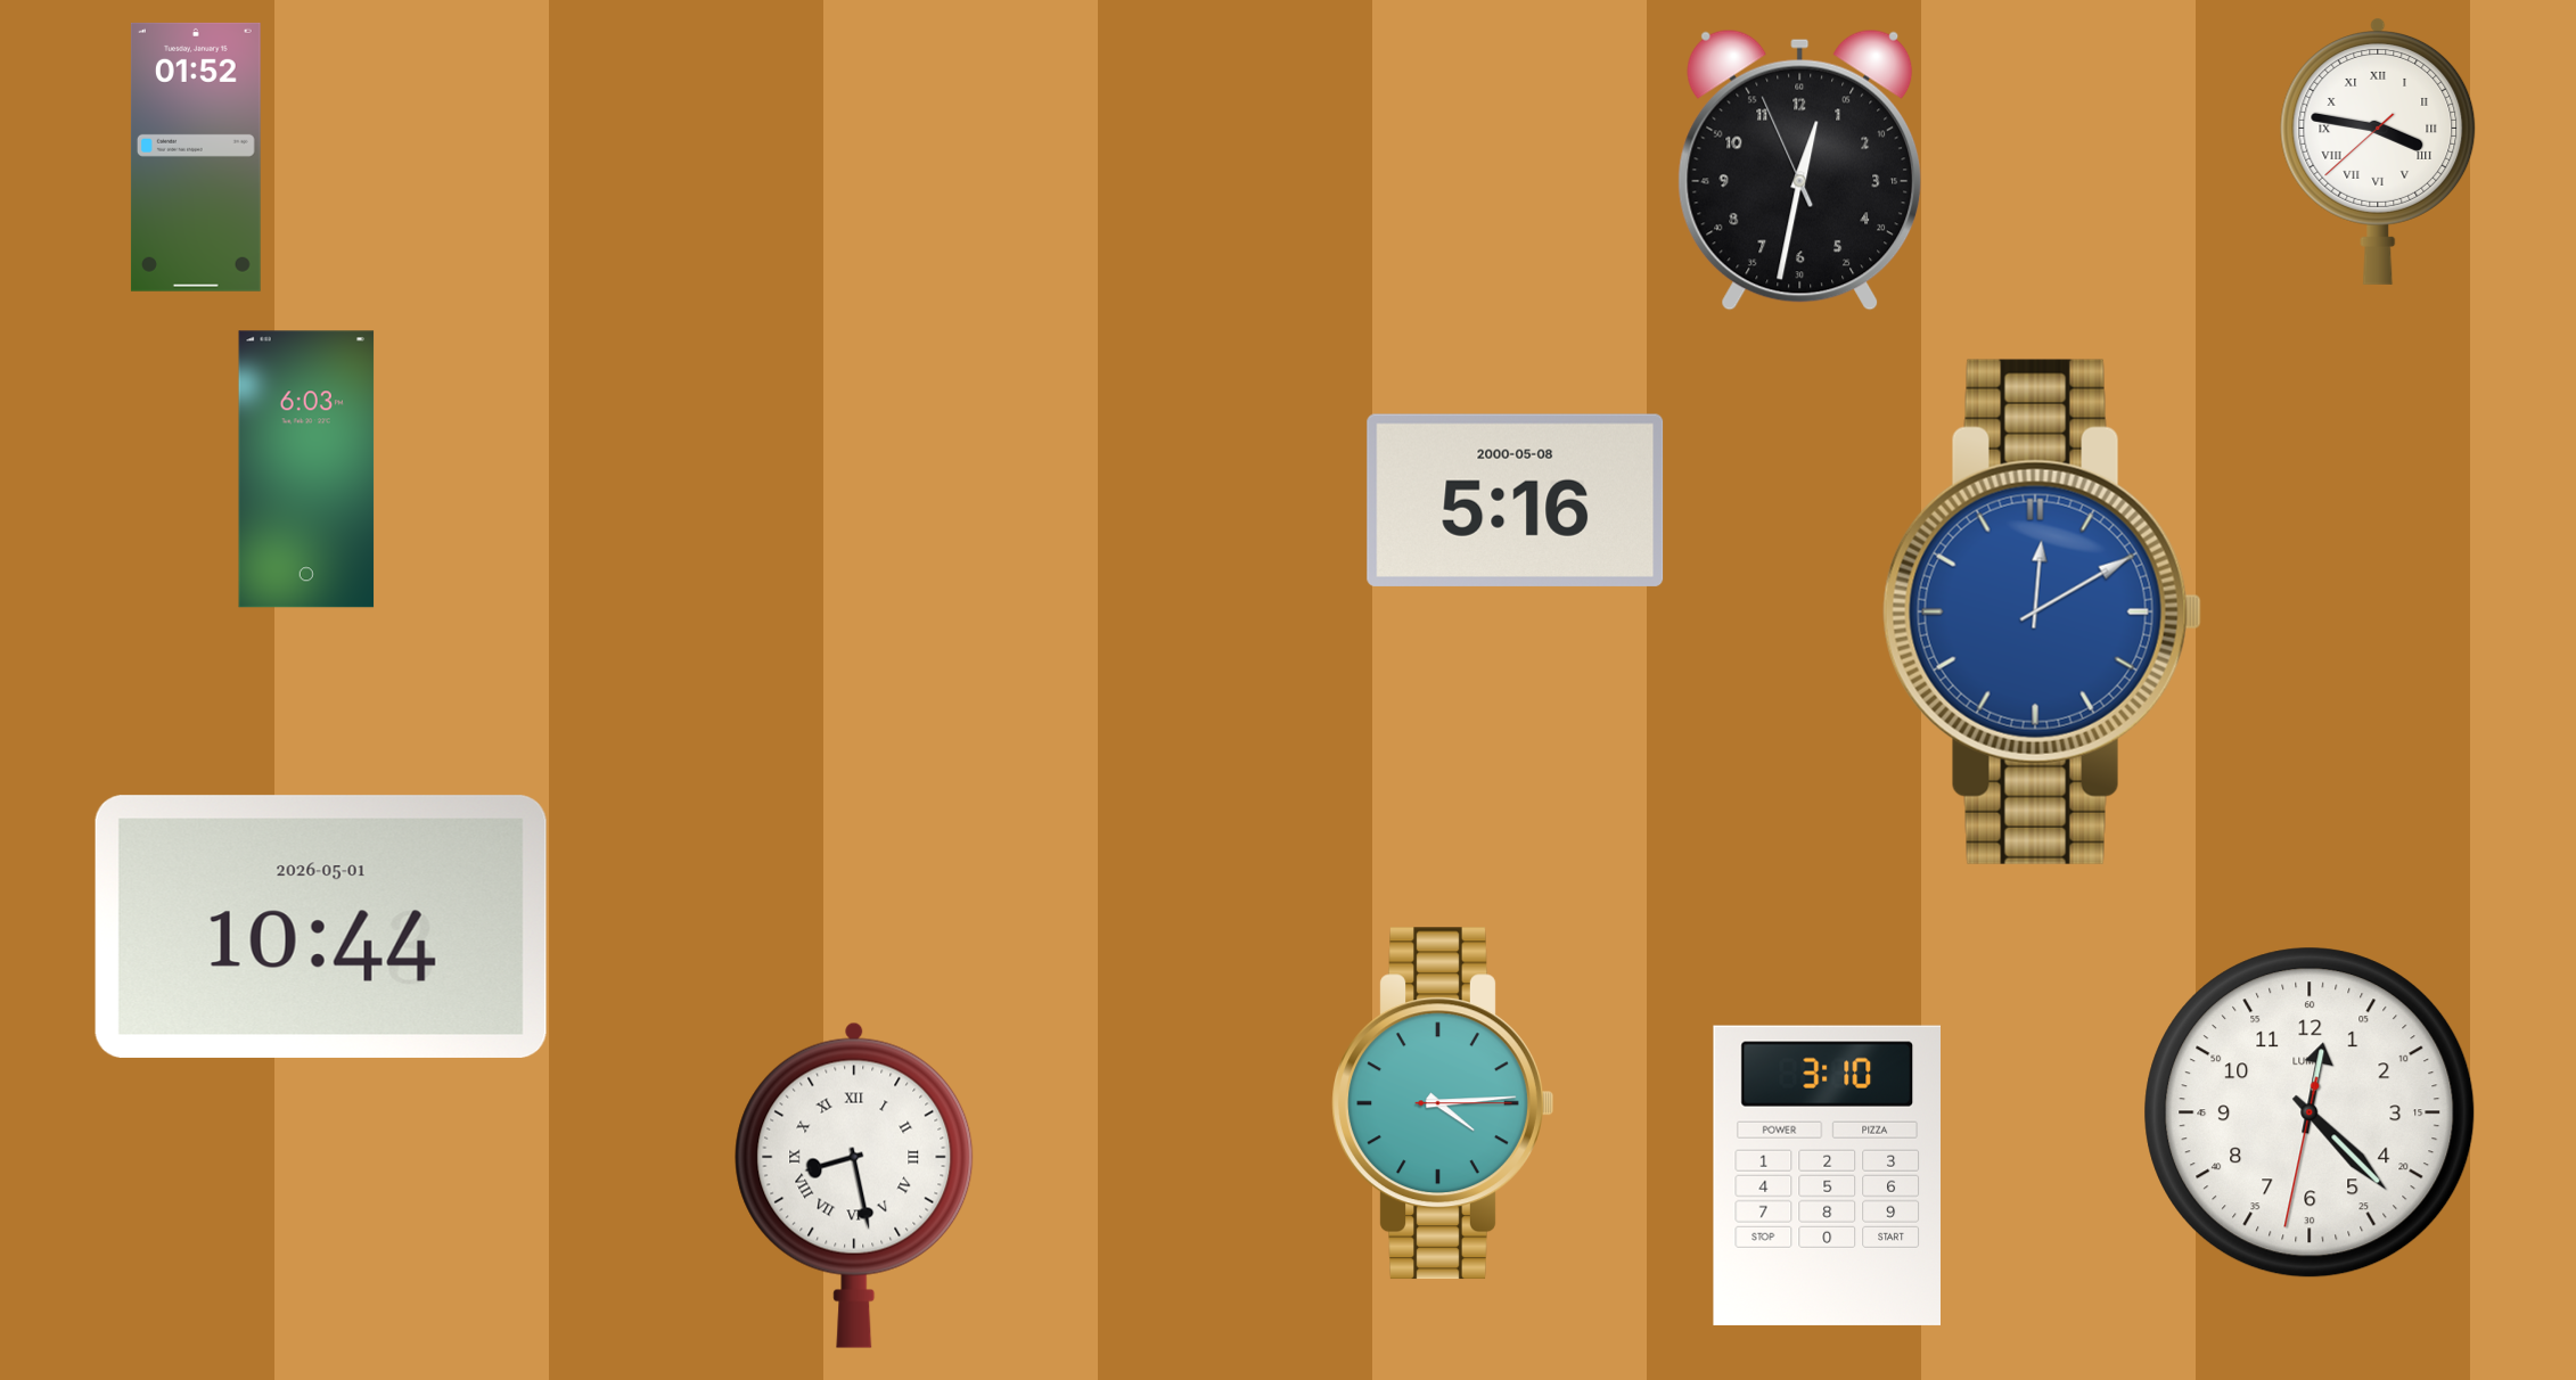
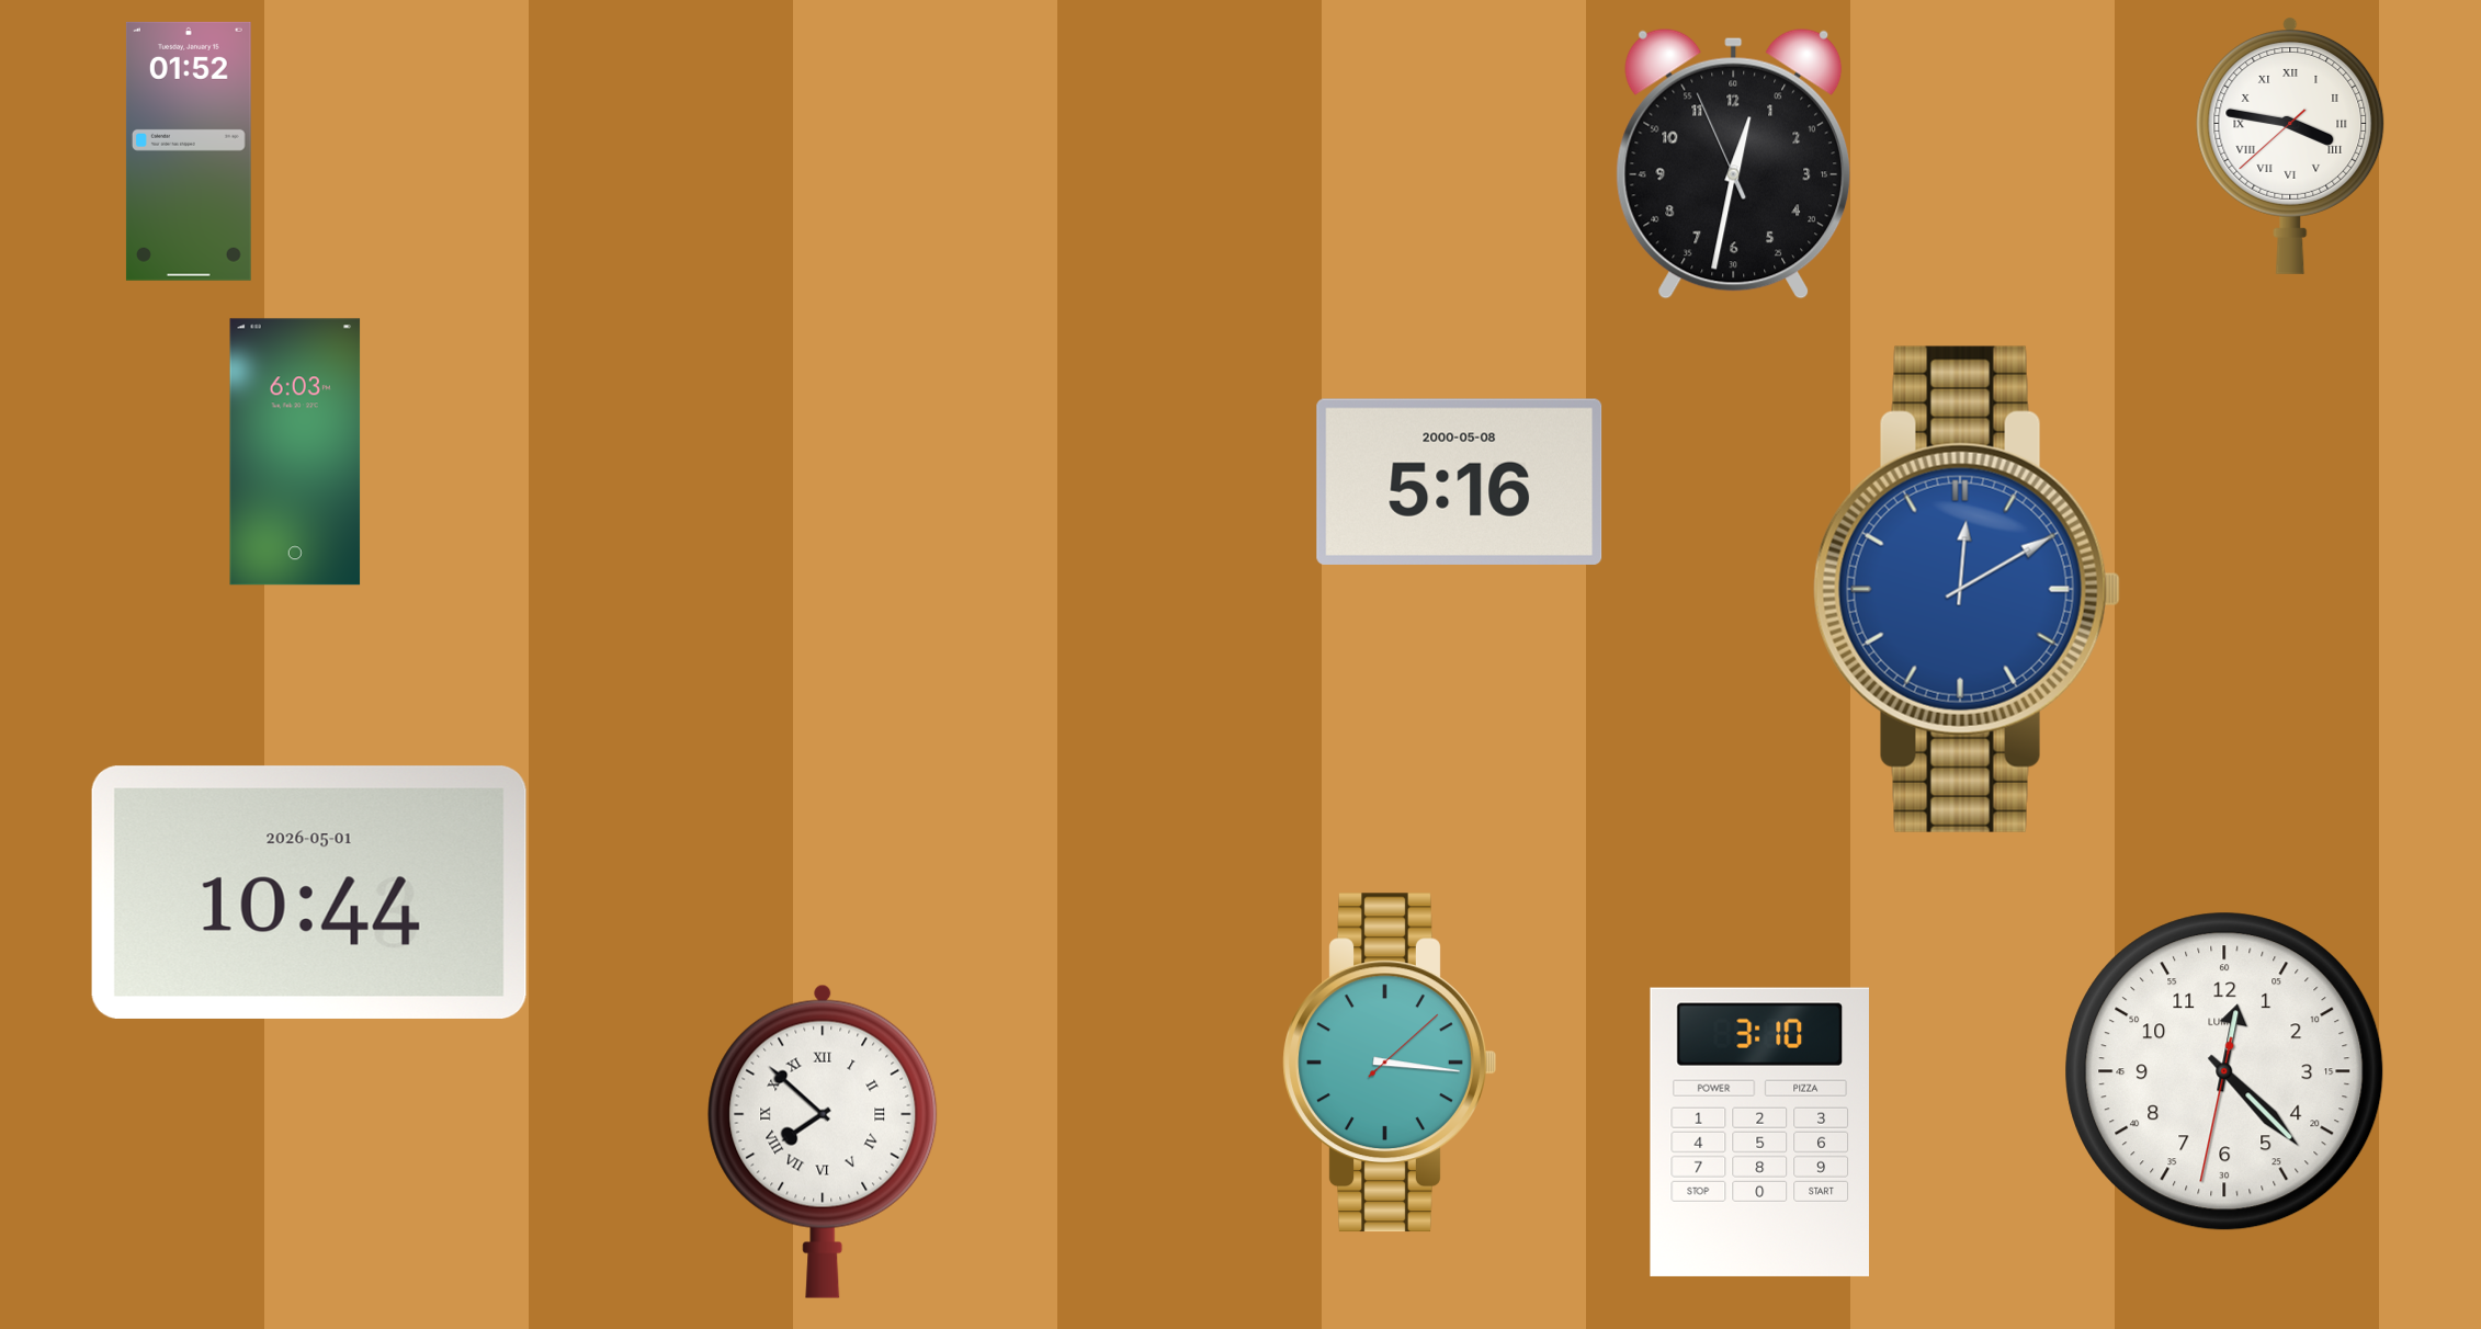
clock at (1443, 1103): 4:14 -> 3:16
clock at (854, 1185): 8:28 -> 7:52
